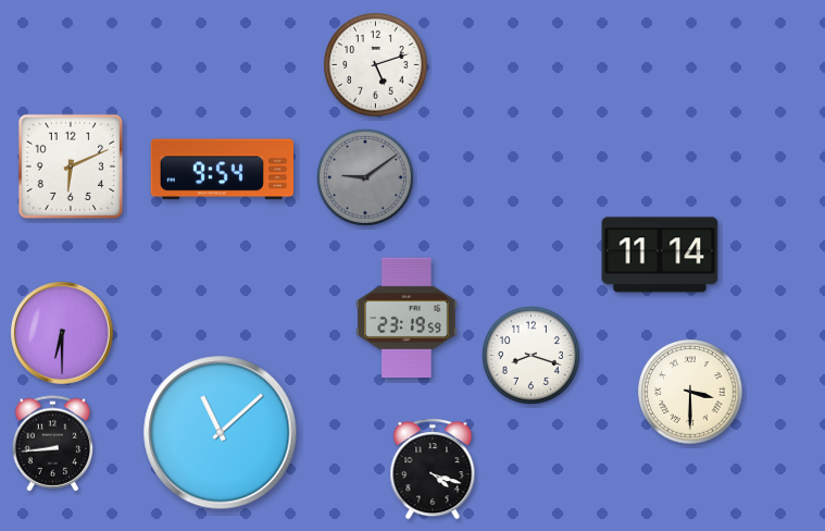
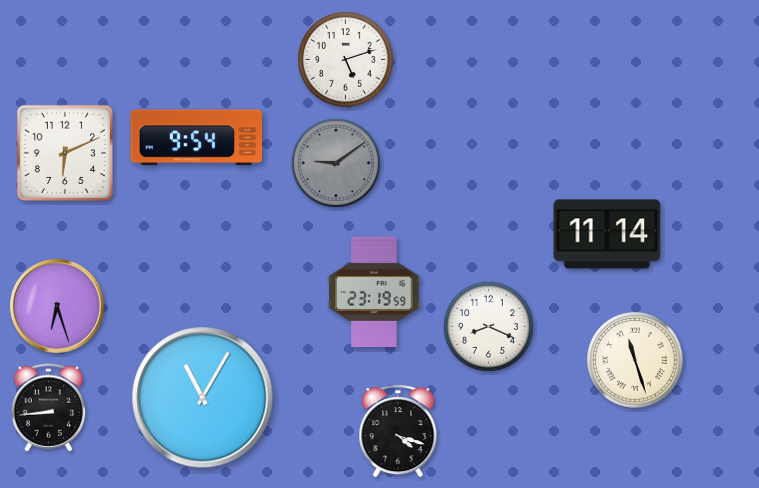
clock at (222, 170) position: (222, 170) -> (196, 138)
clock at (62, 333): 6:30 -> 6:27
clock at (530, 355): 8:18 -> 8:19
clock at (690, 392): 3:30 -> 11:27
clock at (221, 433): 11:08 -> 11:05
